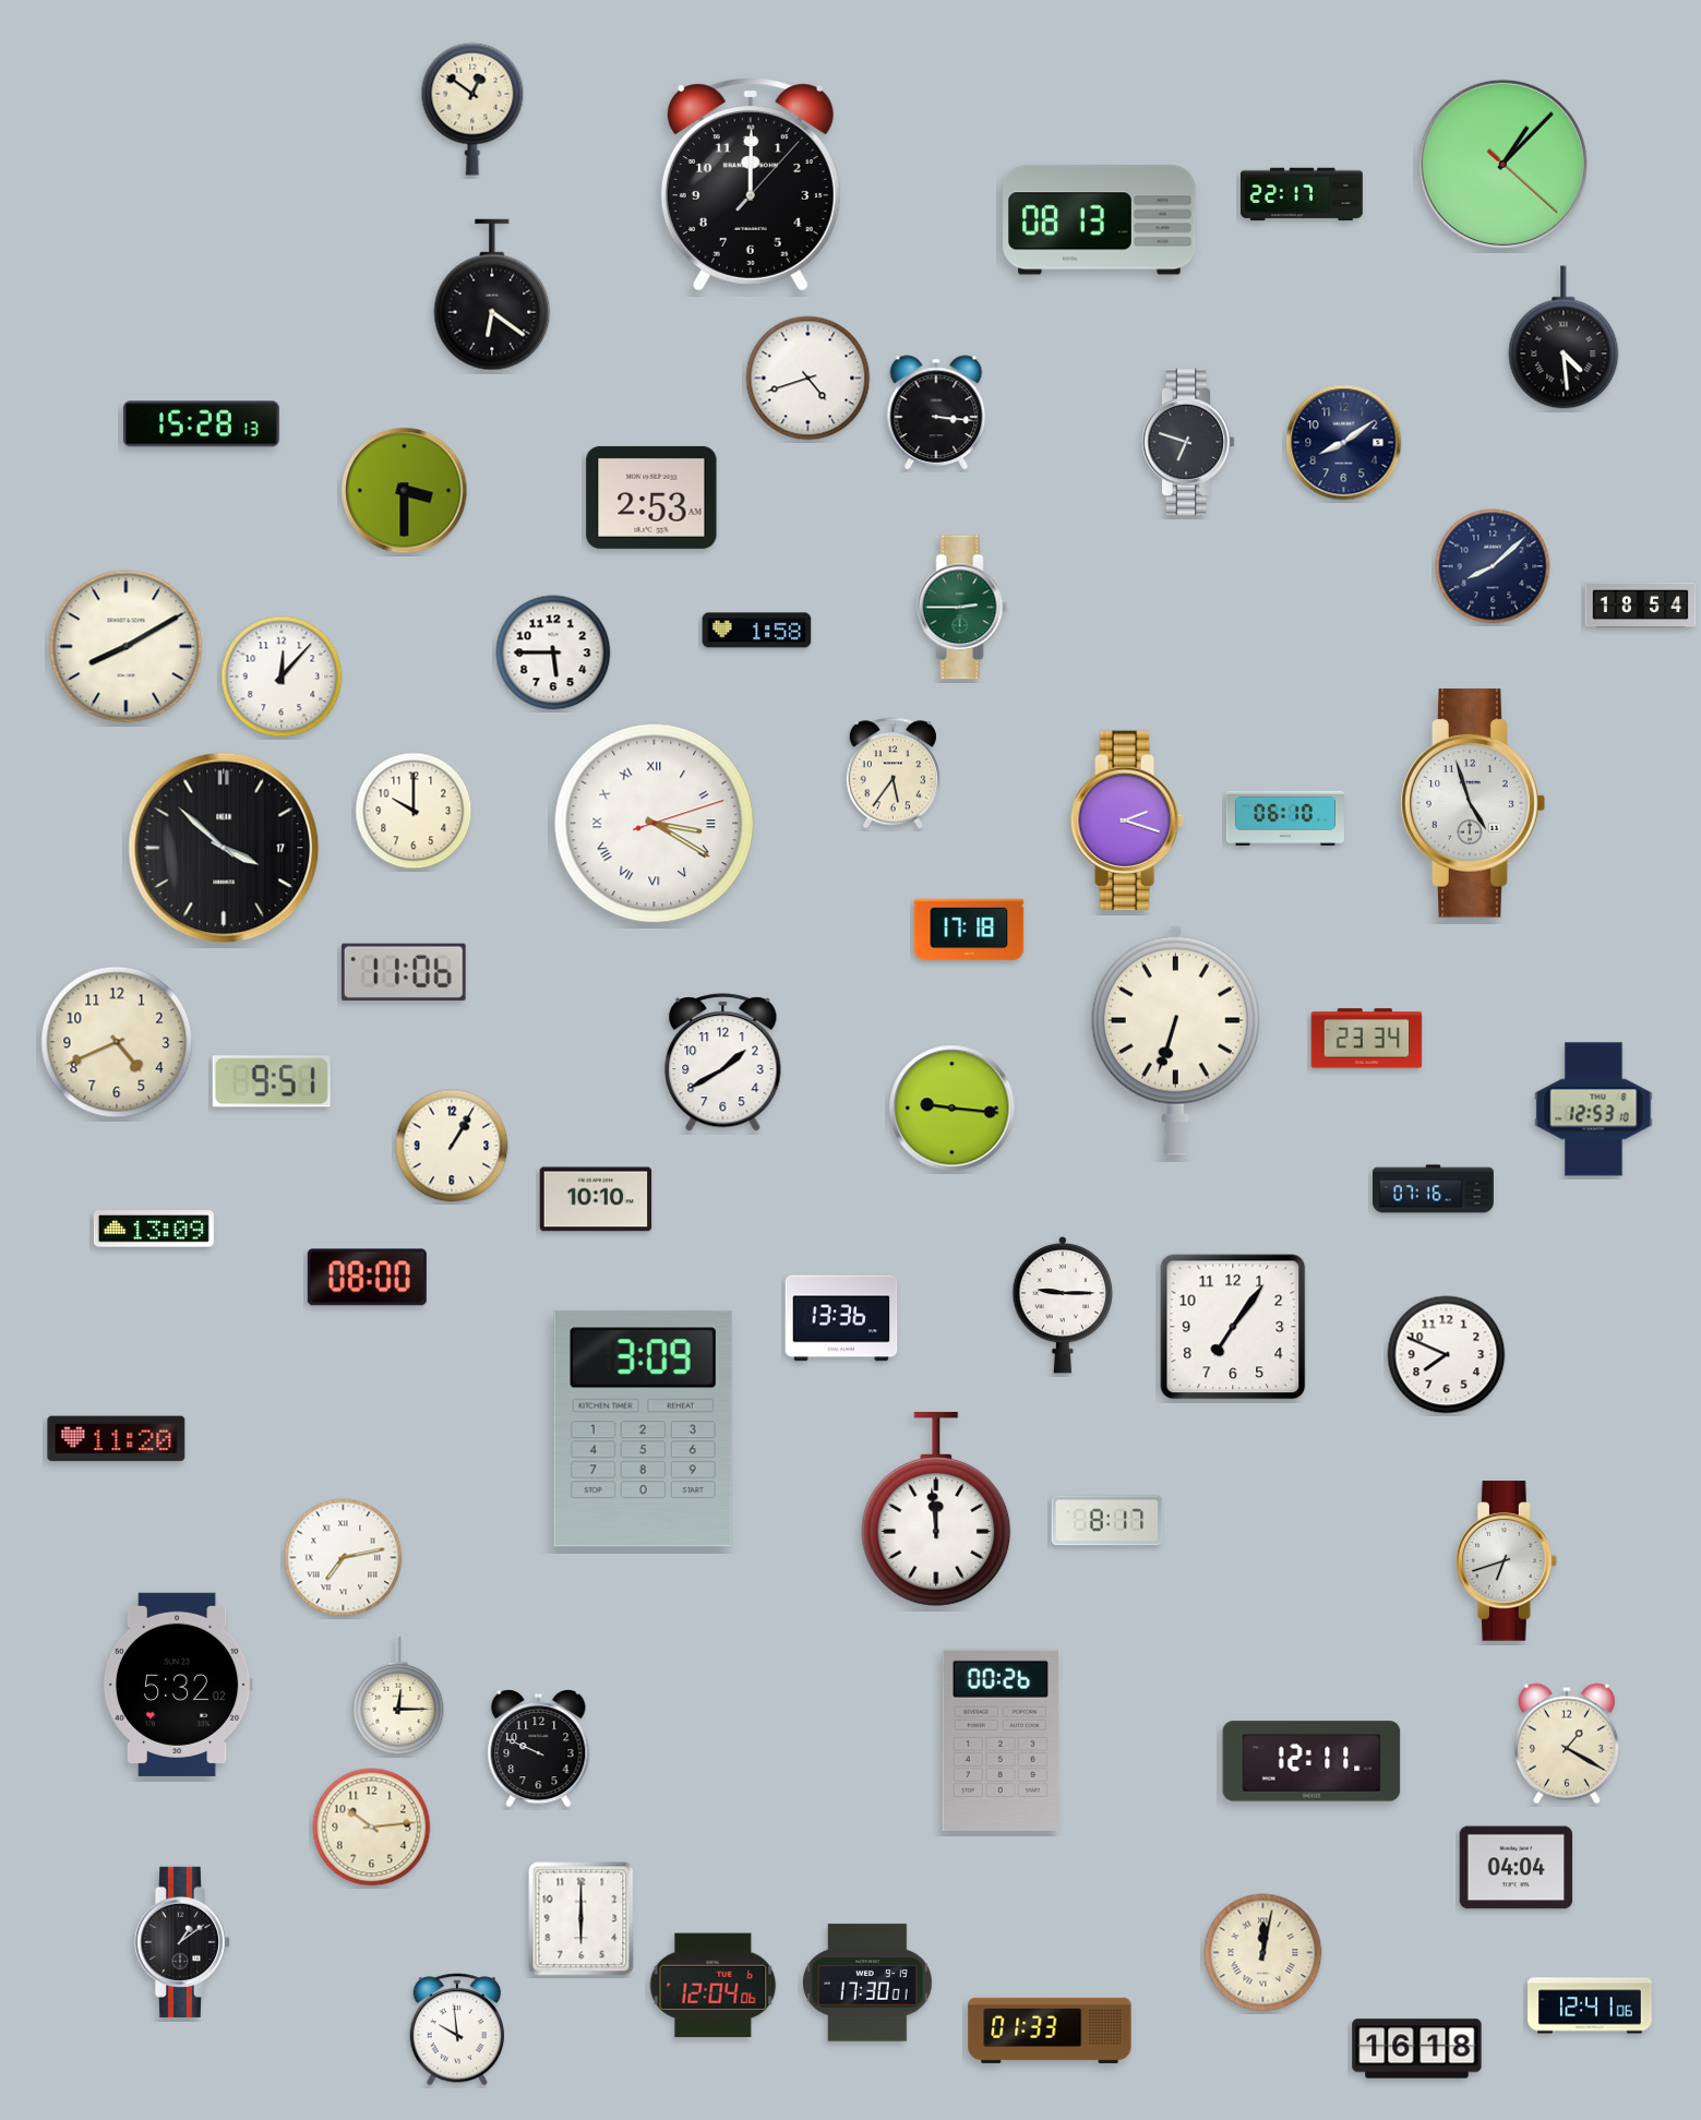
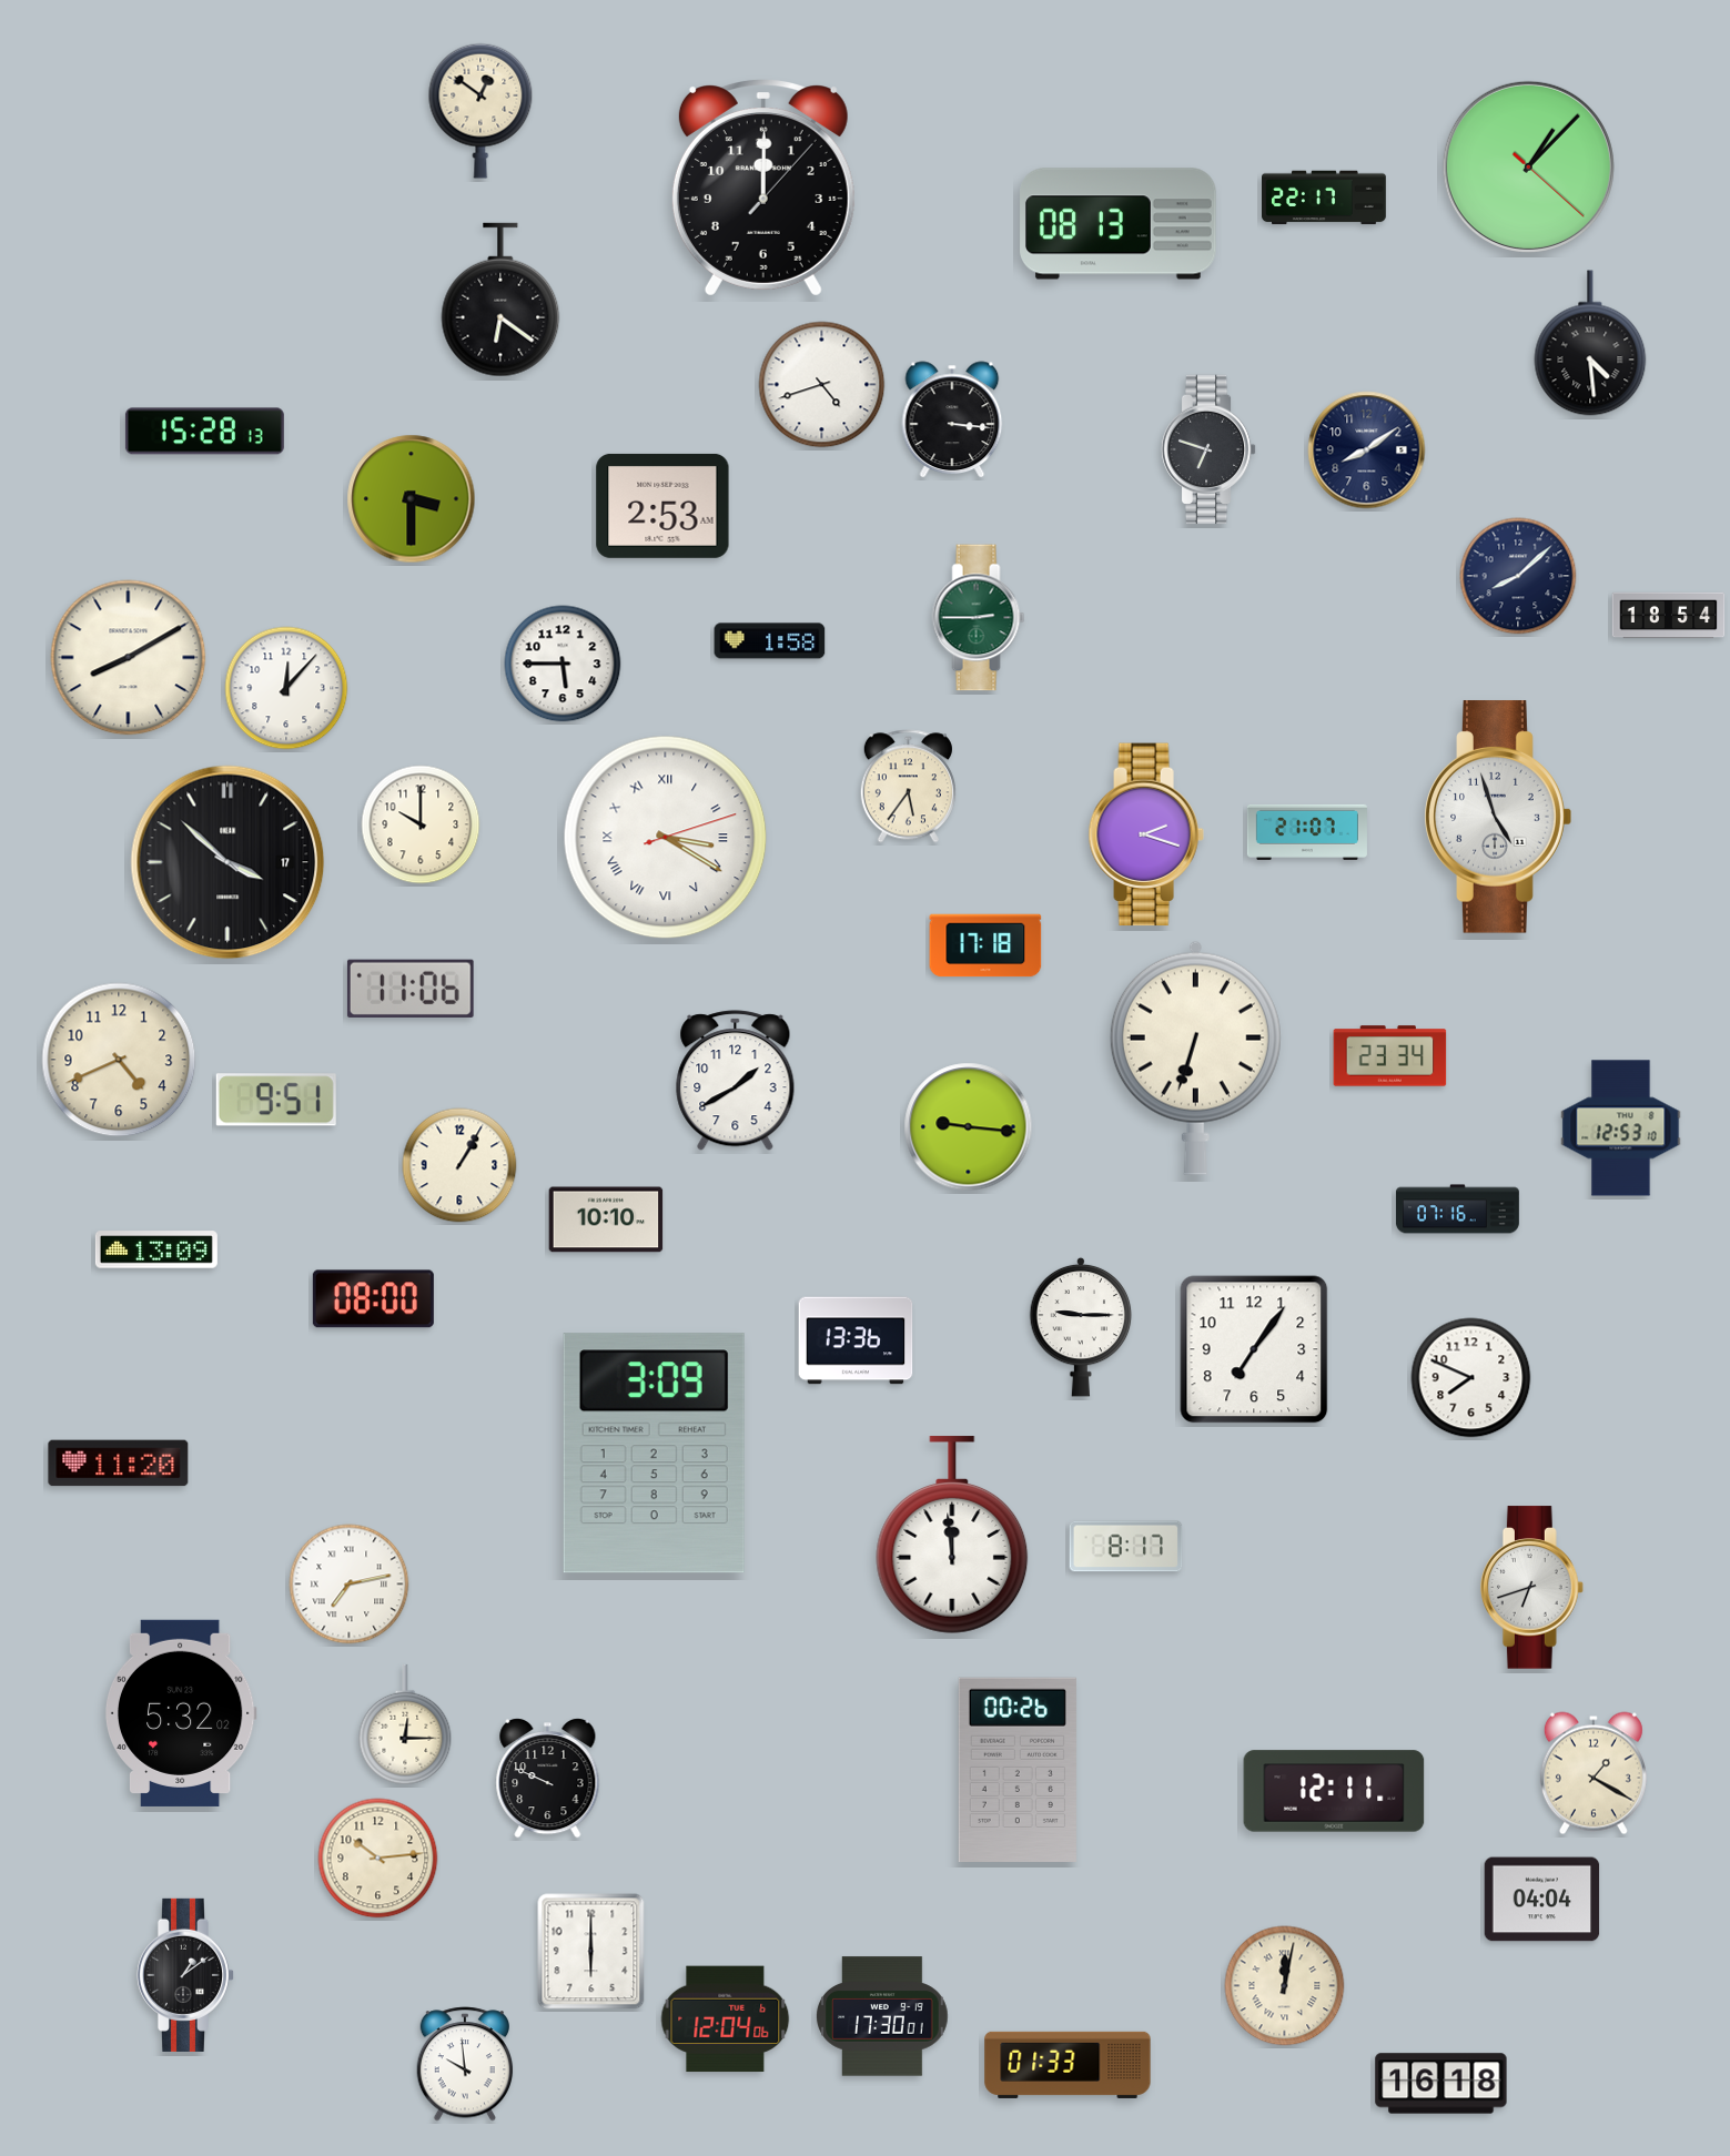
clock at (1285, 818): 06:10 -> 21:07
clock at (1590, 2005): 12:41 -> none
